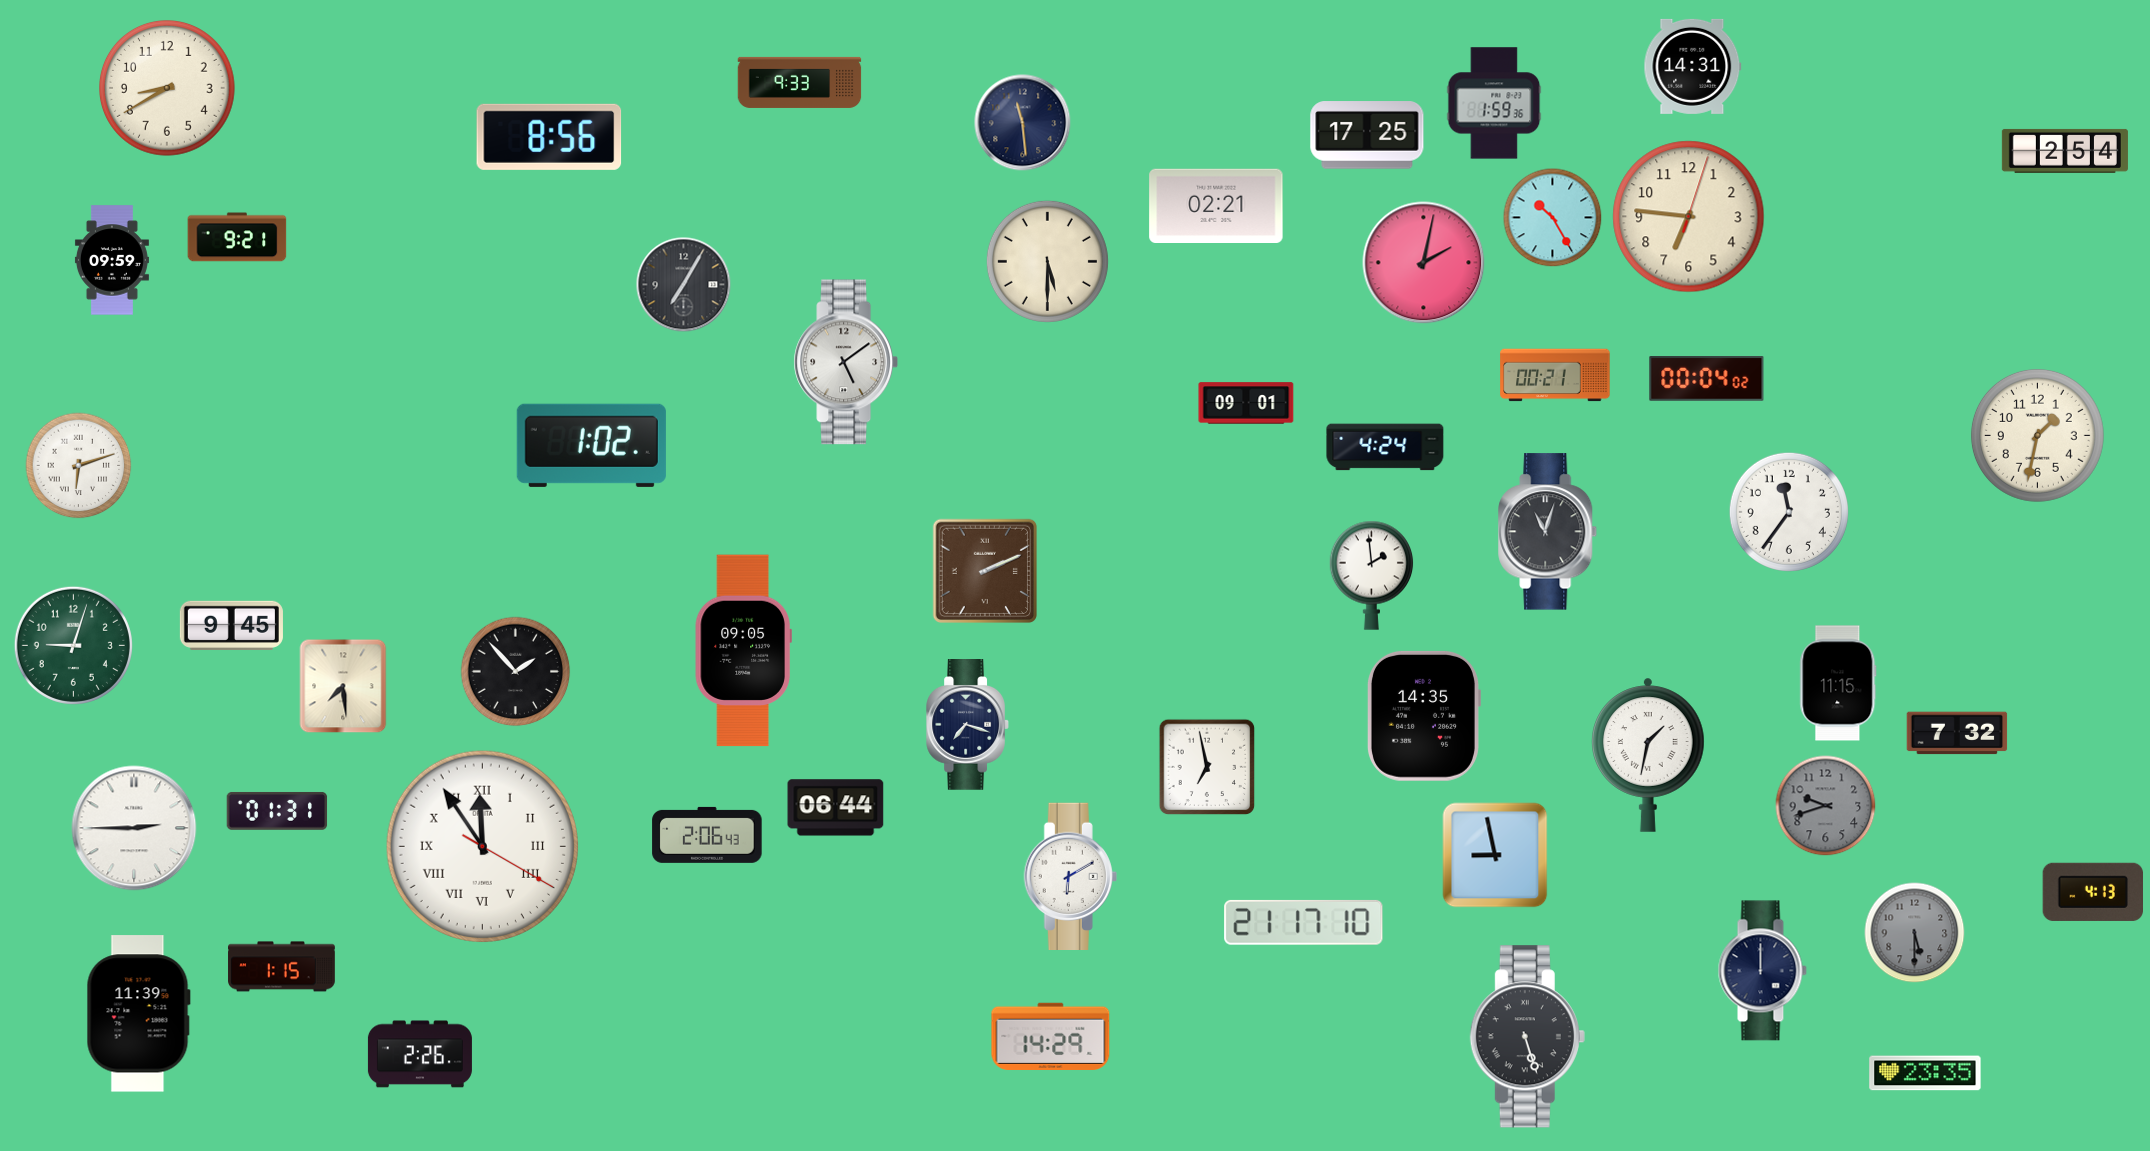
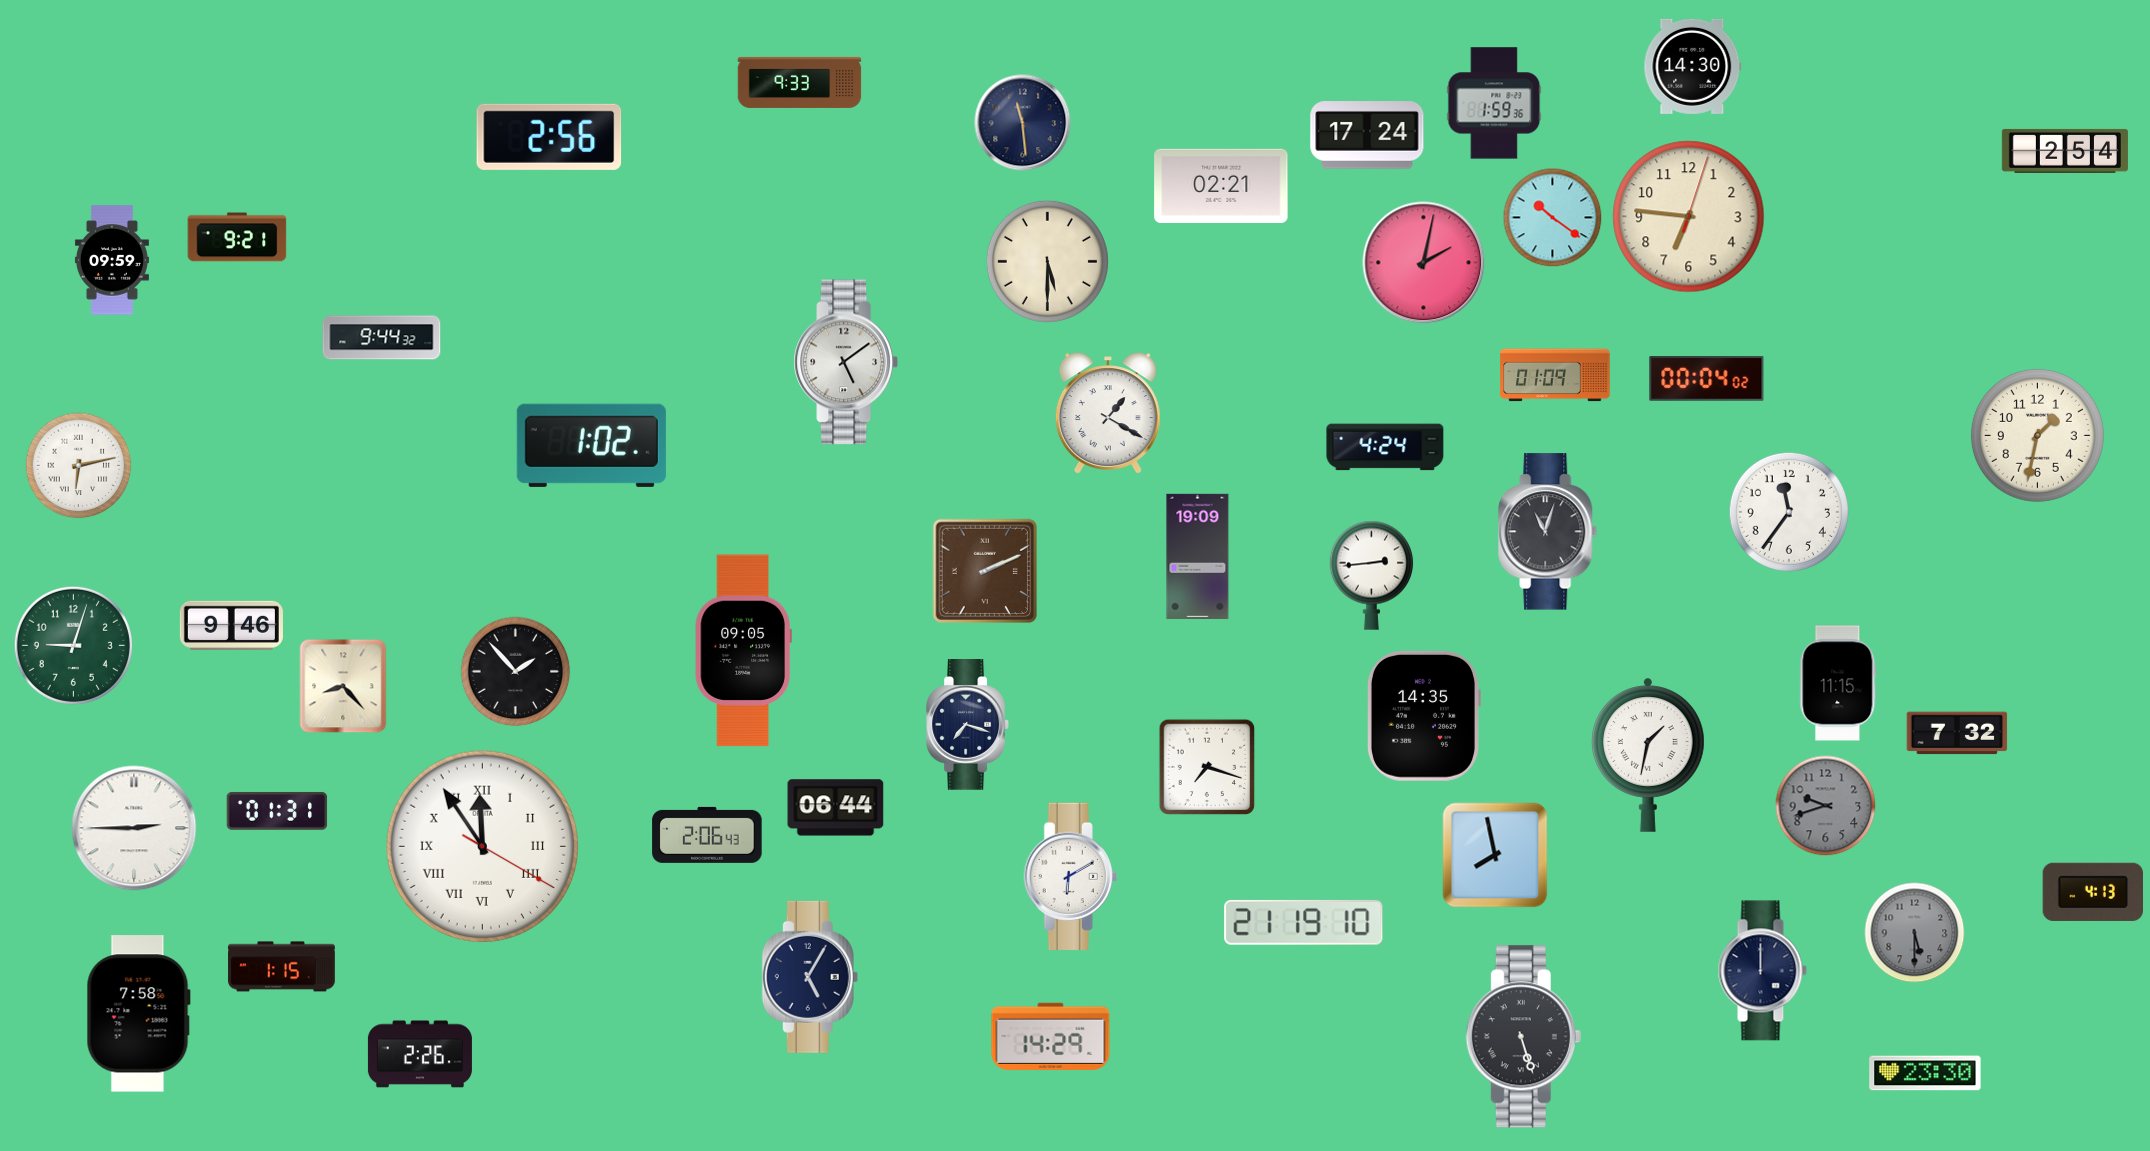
clock at (1693, 66): 14:31 -> 14:30
clock at (168, 89): 8:40 -> none
clock at (1367, 135): 17:25 -> 17:24
clock at (549, 137): 8:56 -> 2:56
clock at (1216, 205) position: (1216, 205) -> (1221, 185)
clock at (1553, 218): 10:25 -> 10:21
clock at (684, 285): 7:05 -> none
clock at (382, 338): none -> 9:44
clock at (1555, 375): 00:21 -> 01:09
clock at (1246, 403): 09:01 -> none
clock at (1108, 414): none -> 1:20
clock at (79, 466): 6:12 -> 6:13
clock at (1198, 556): none -> 19:09
clock at (1372, 575): 1:59 -> 2:44
clock at (231, 625): 9:45 -> 9:46
clock at (343, 686): 7:29 -> 8:23
clock at (1207, 767): 6:58 -> 7:18
clock at (1495, 855): 8:58 -> 7:58
clock at (1304, 922): 21:17 -> 21:19
clock at (810, 977): none -> 5:05
clock at (138, 1014): 11:39 -> 7:58
clock at (1527, 1037) position: (1527, 1037) -> (1523, 1037)
clock at (1925, 1073): 23:35 -> 23:30
